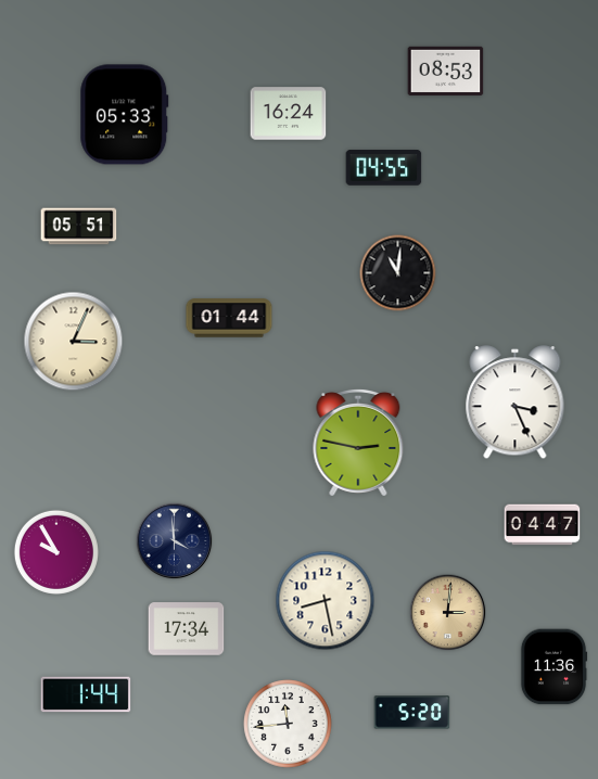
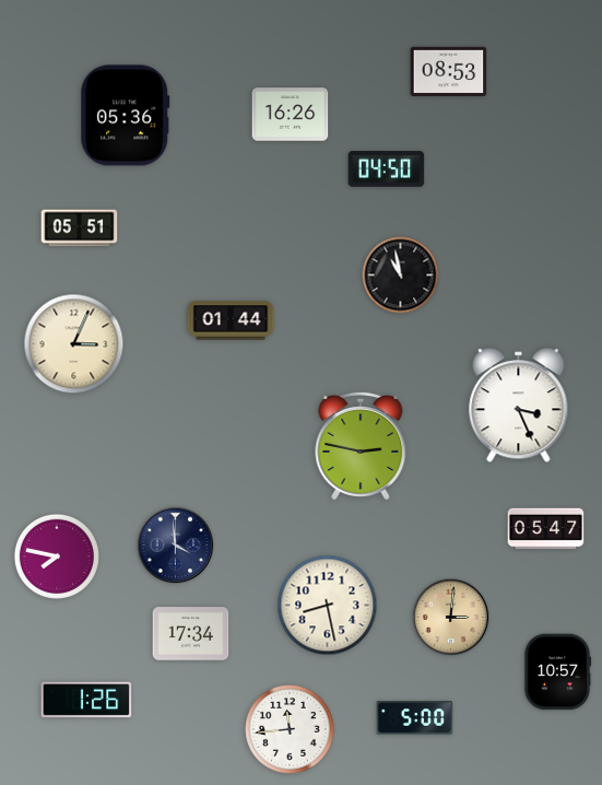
clock at (289, 114): 16:24 -> 16:26
clock at (125, 115): 05:33 -> 05:36
clock at (384, 168): 04:55 -> 04:50
clock at (398, 273): 11:01 -> 10:58
clock at (543, 525): 04:47 -> 05:47
clock at (56, 552): 9:55 -> 7:47
clock at (187, 629) position: (187, 629) -> (191, 634)
clock at (554, 667): 11:36 -> 10:57
clock at (86, 694): 1:44 -> 1:26
clock at (412, 713): 5:20 -> 5:00
